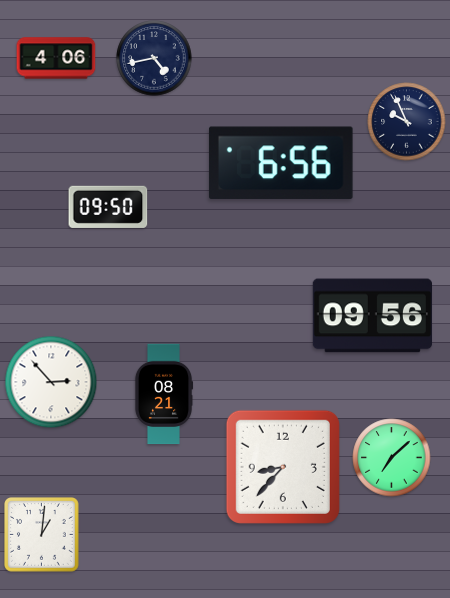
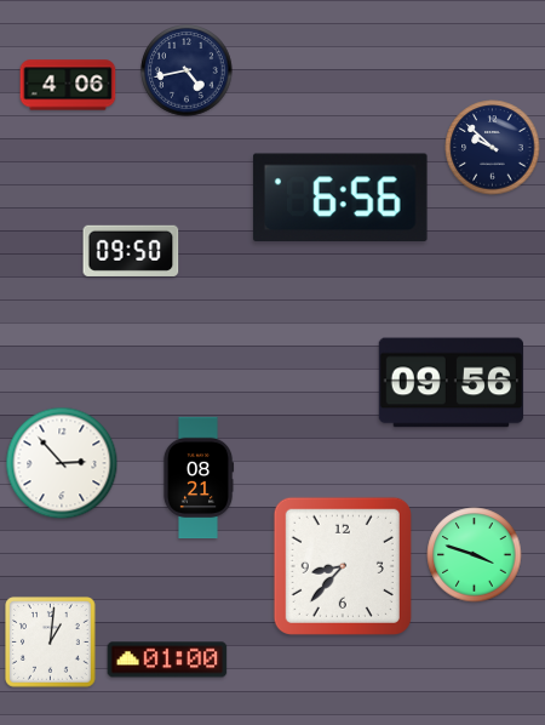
clock at (56, 58) position: (56, 58) -> (68, 85)
clock at (407, 122): 9:56 -> 9:52
clock at (392, 458): 7:08 -> 3:48
clock at (42, 535) position: (42, 535) -> (51, 643)
clock at (167, 660): none -> 01:00
